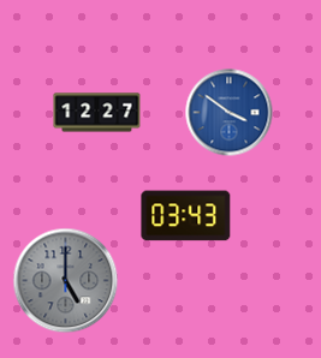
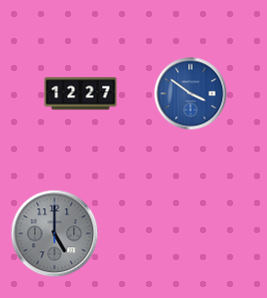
clock at (186, 216): 03:43 -> none
